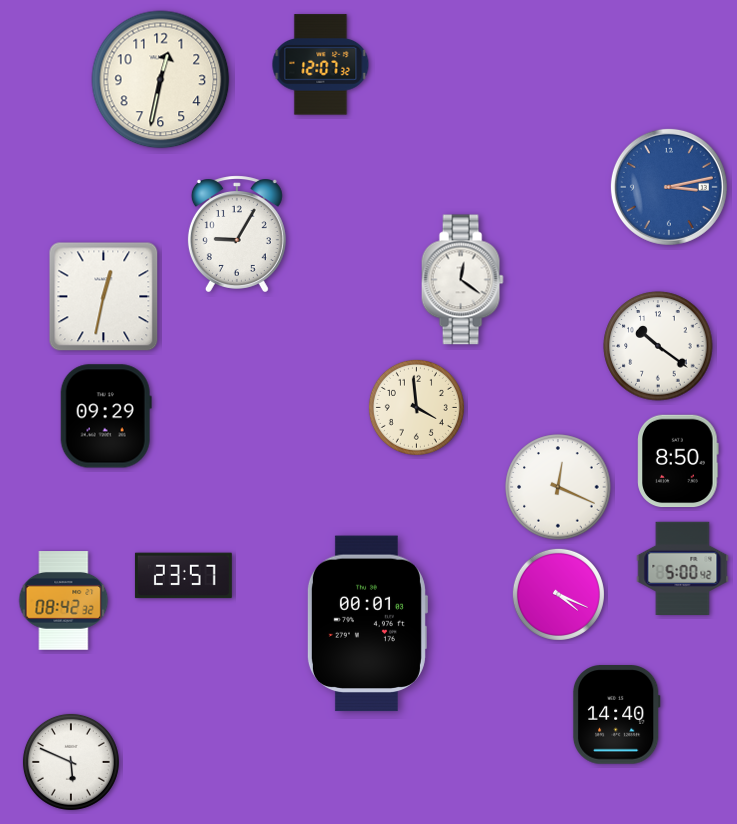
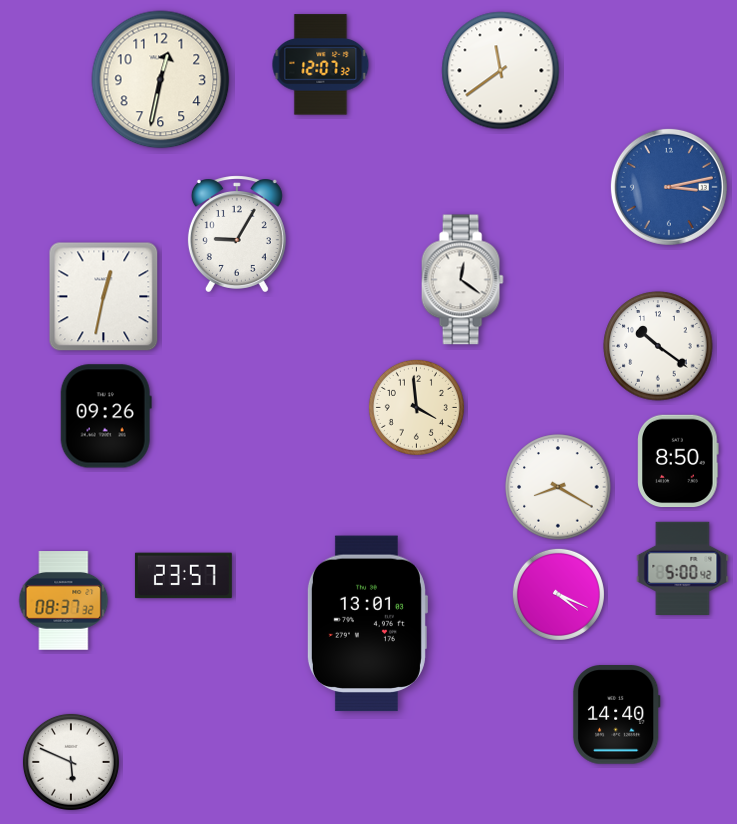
clock at (501, 71): none -> 11:39
clock at (106, 416): 09:29 -> 09:26
clock at (558, 487): 12:19 -> 8:20
clock at (64, 601): 08:42 -> 08:37
clock at (367, 624): 00:01 -> 13:01
